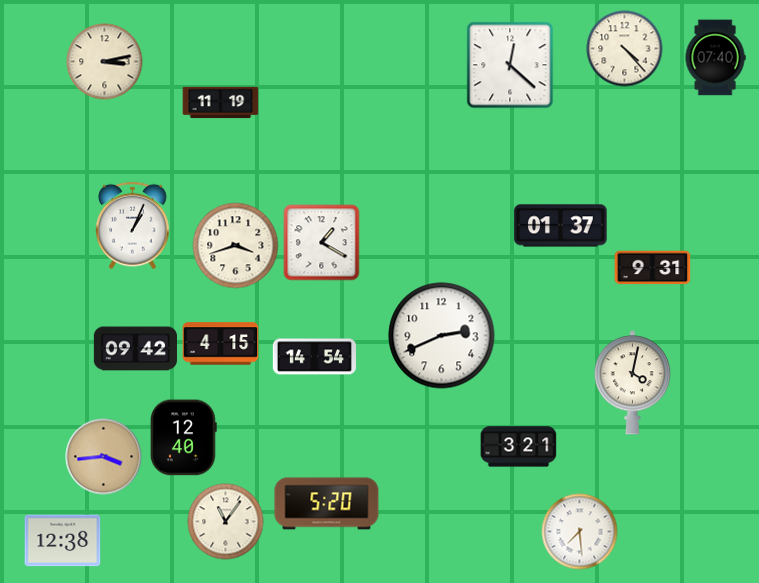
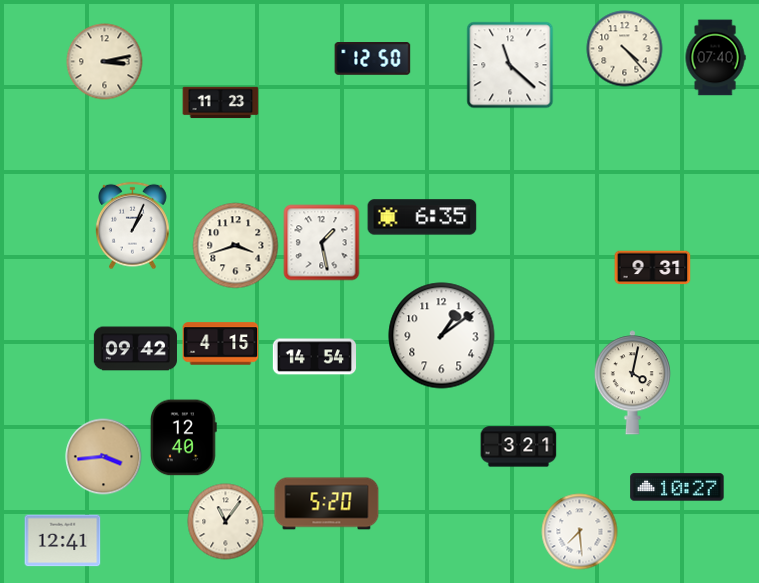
clock at (373, 59): none -> 12:50
clock at (510, 65): 12:22 -> 11:22
clock at (221, 103): 11:19 -> 11:23
clock at (422, 217): none -> 6:35
clock at (561, 226): 01:37 -> none
clock at (322, 243): 1:20 -> 1:28
clock at (442, 336): 2:41 -> 1:09
clock at (677, 487): none -> 10:27
clock at (63, 541): 12:38 -> 12:41
